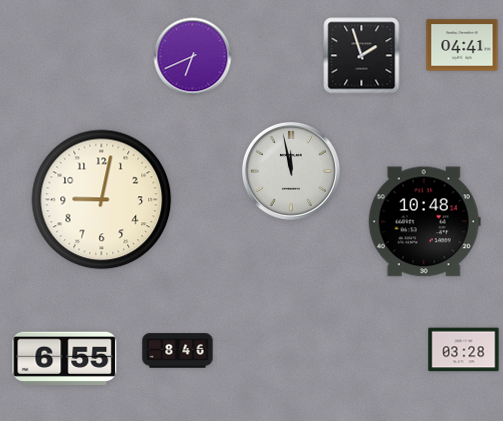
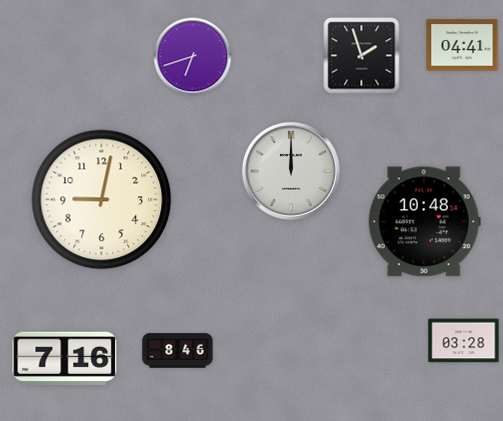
clock at (193, 57): 6:41 -> 6:42
clock at (291, 171): 11:58 -> 12:00
clock at (464, 350) position: (464, 350) -> (464, 341)
clock at (65, 359): 6:55 -> 7:16
